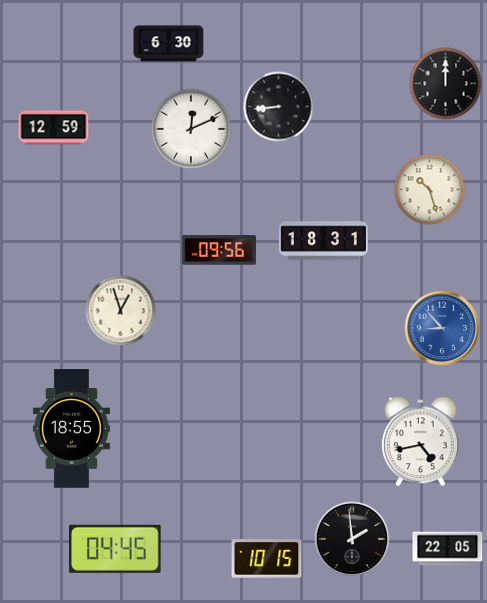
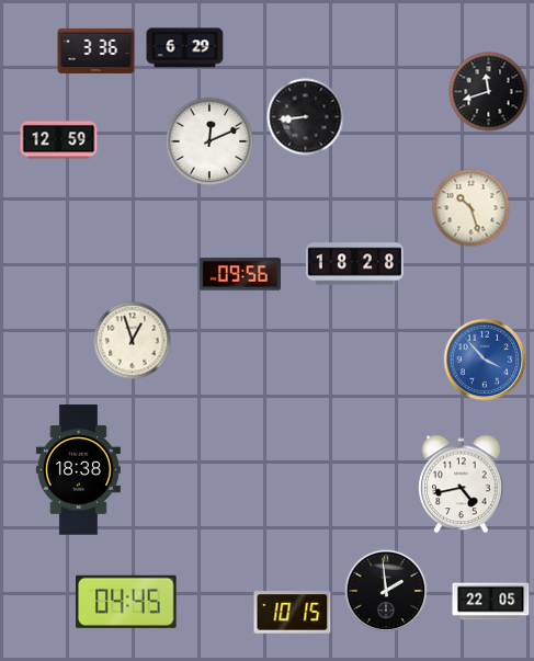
clock at (169, 44): 6:30 -> 6:29
clock at (96, 50): none -> 3:36
clock at (446, 84): 12:00 -> 11:42
clock at (323, 241): 18:31 -> 18:28
clock at (442, 328): 8:53 -> 3:53
clock at (71, 429): 18:55 -> 18:38
